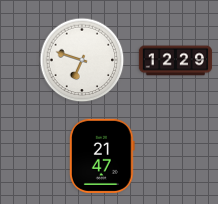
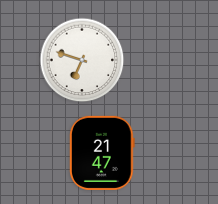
clock at (176, 61): 12:29 -> none
clock at (102, 156) position: (102, 156) -> (102, 153)
